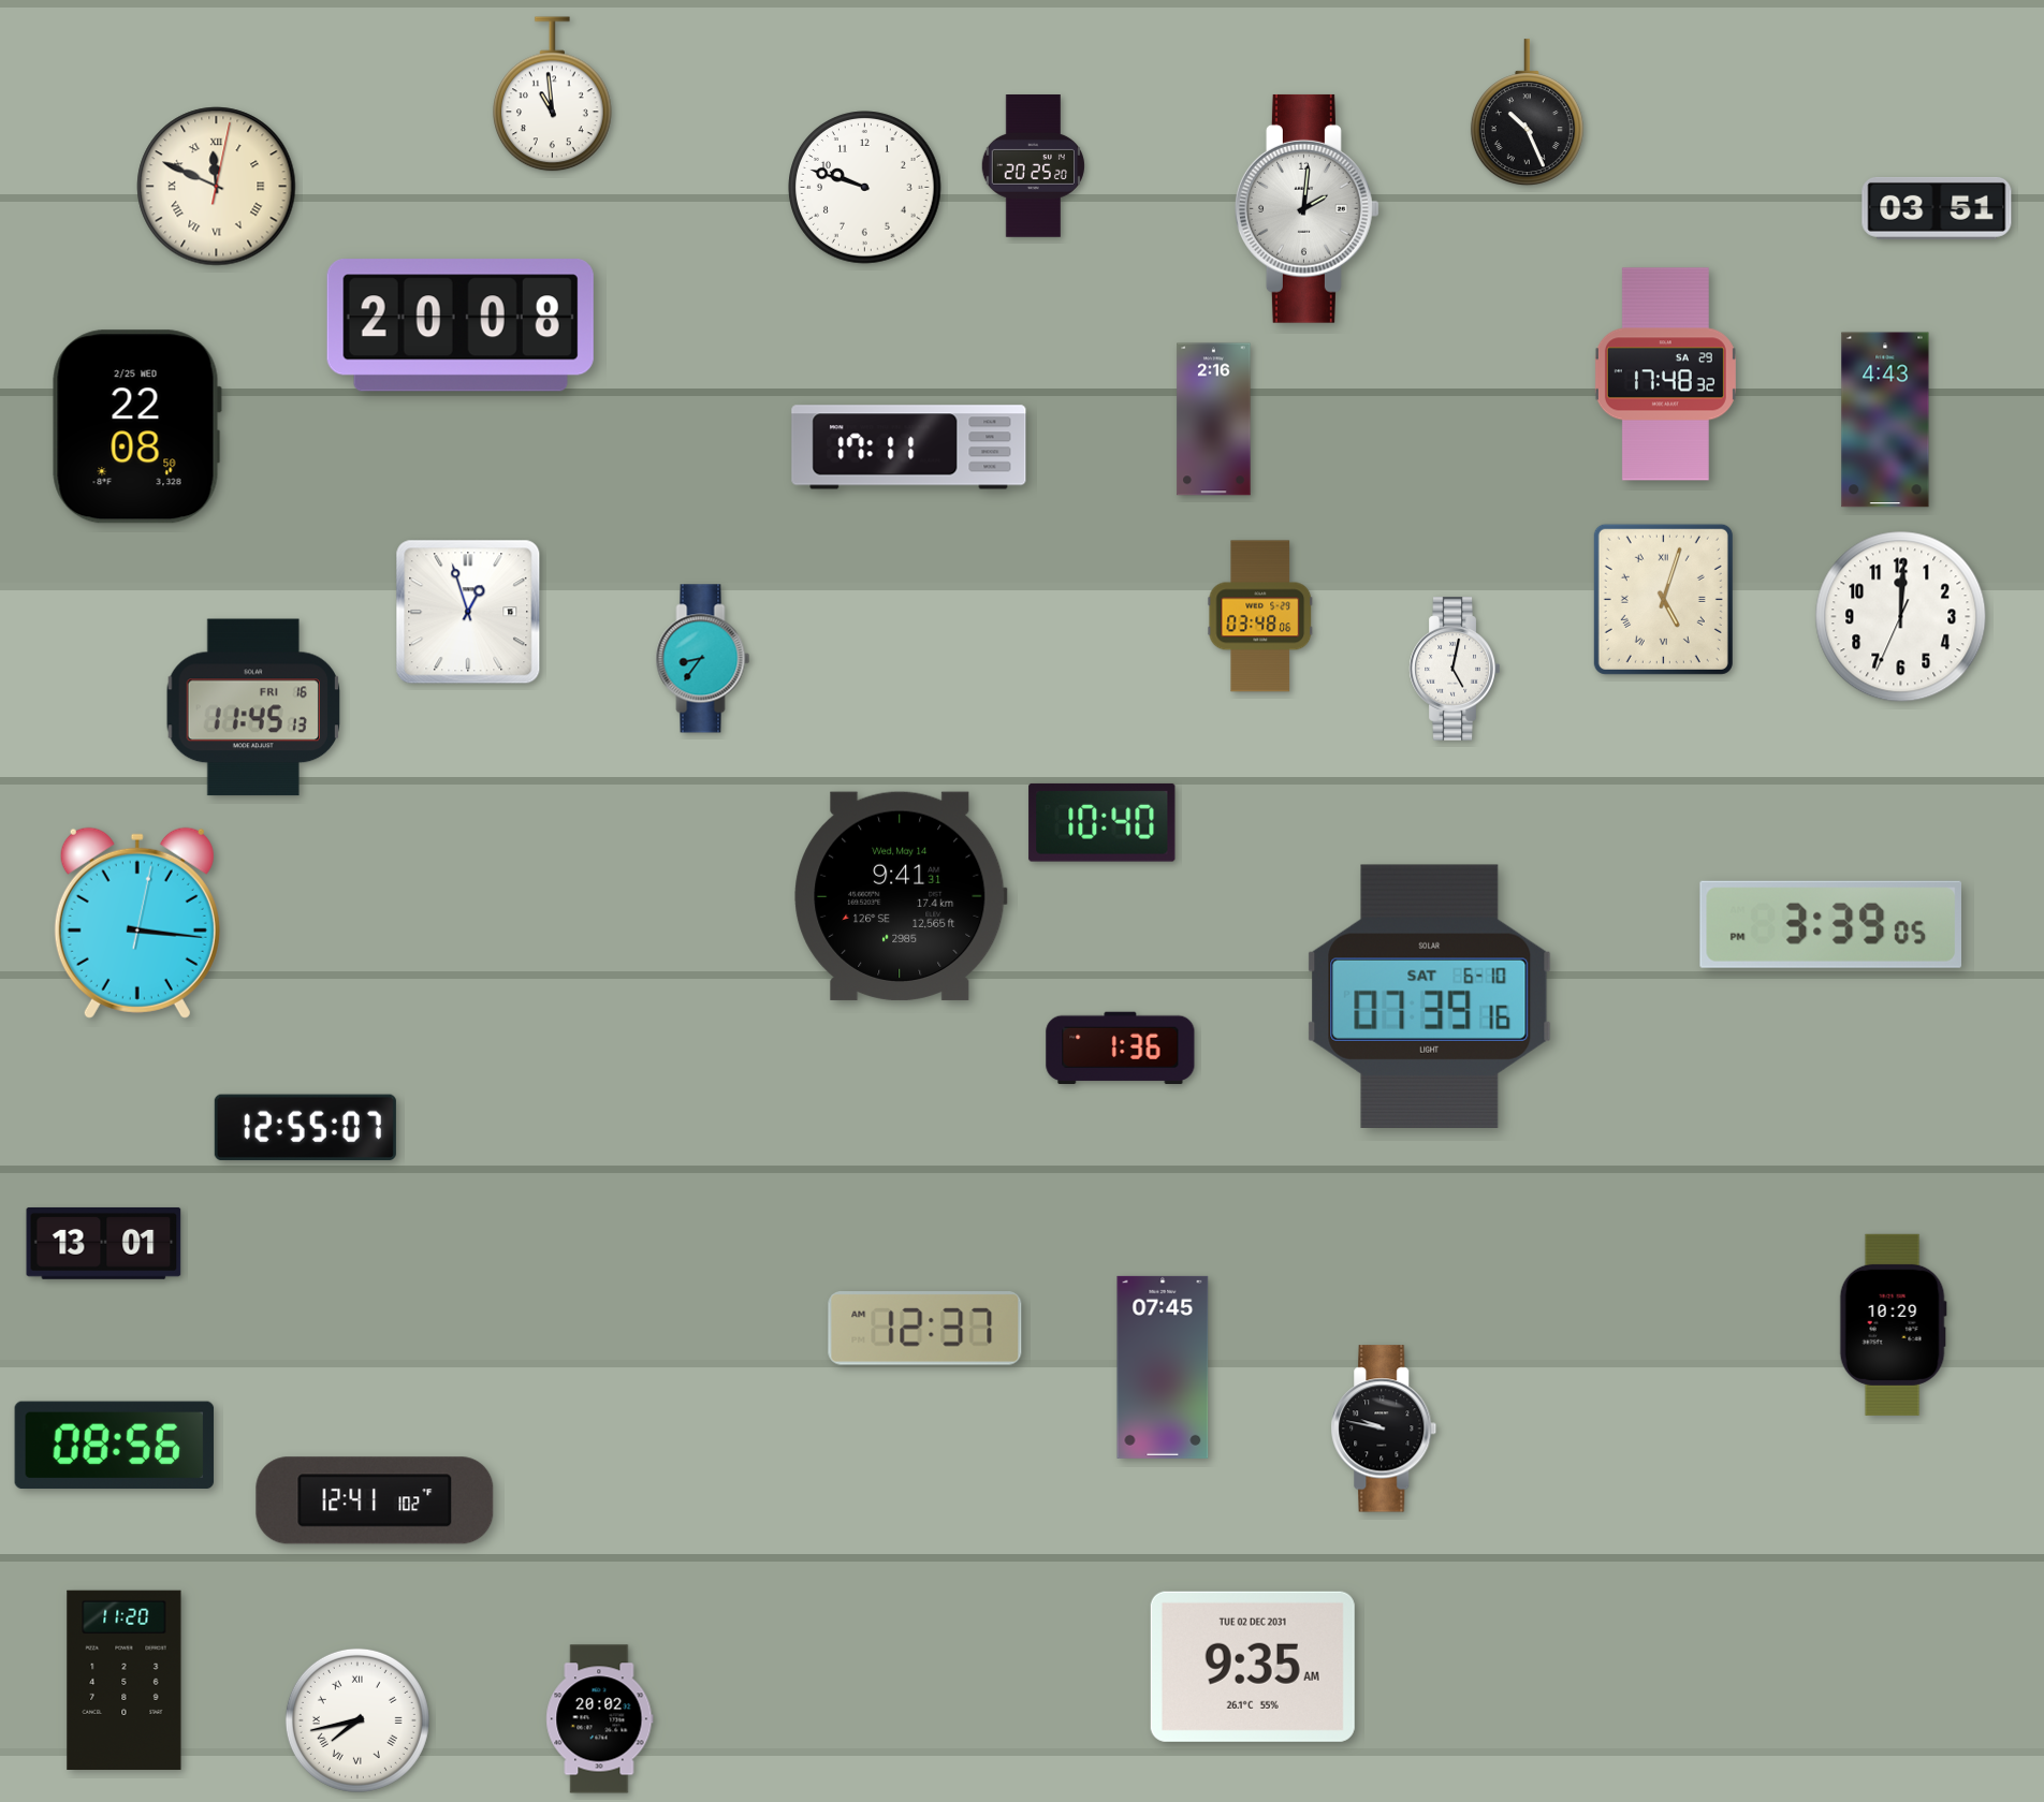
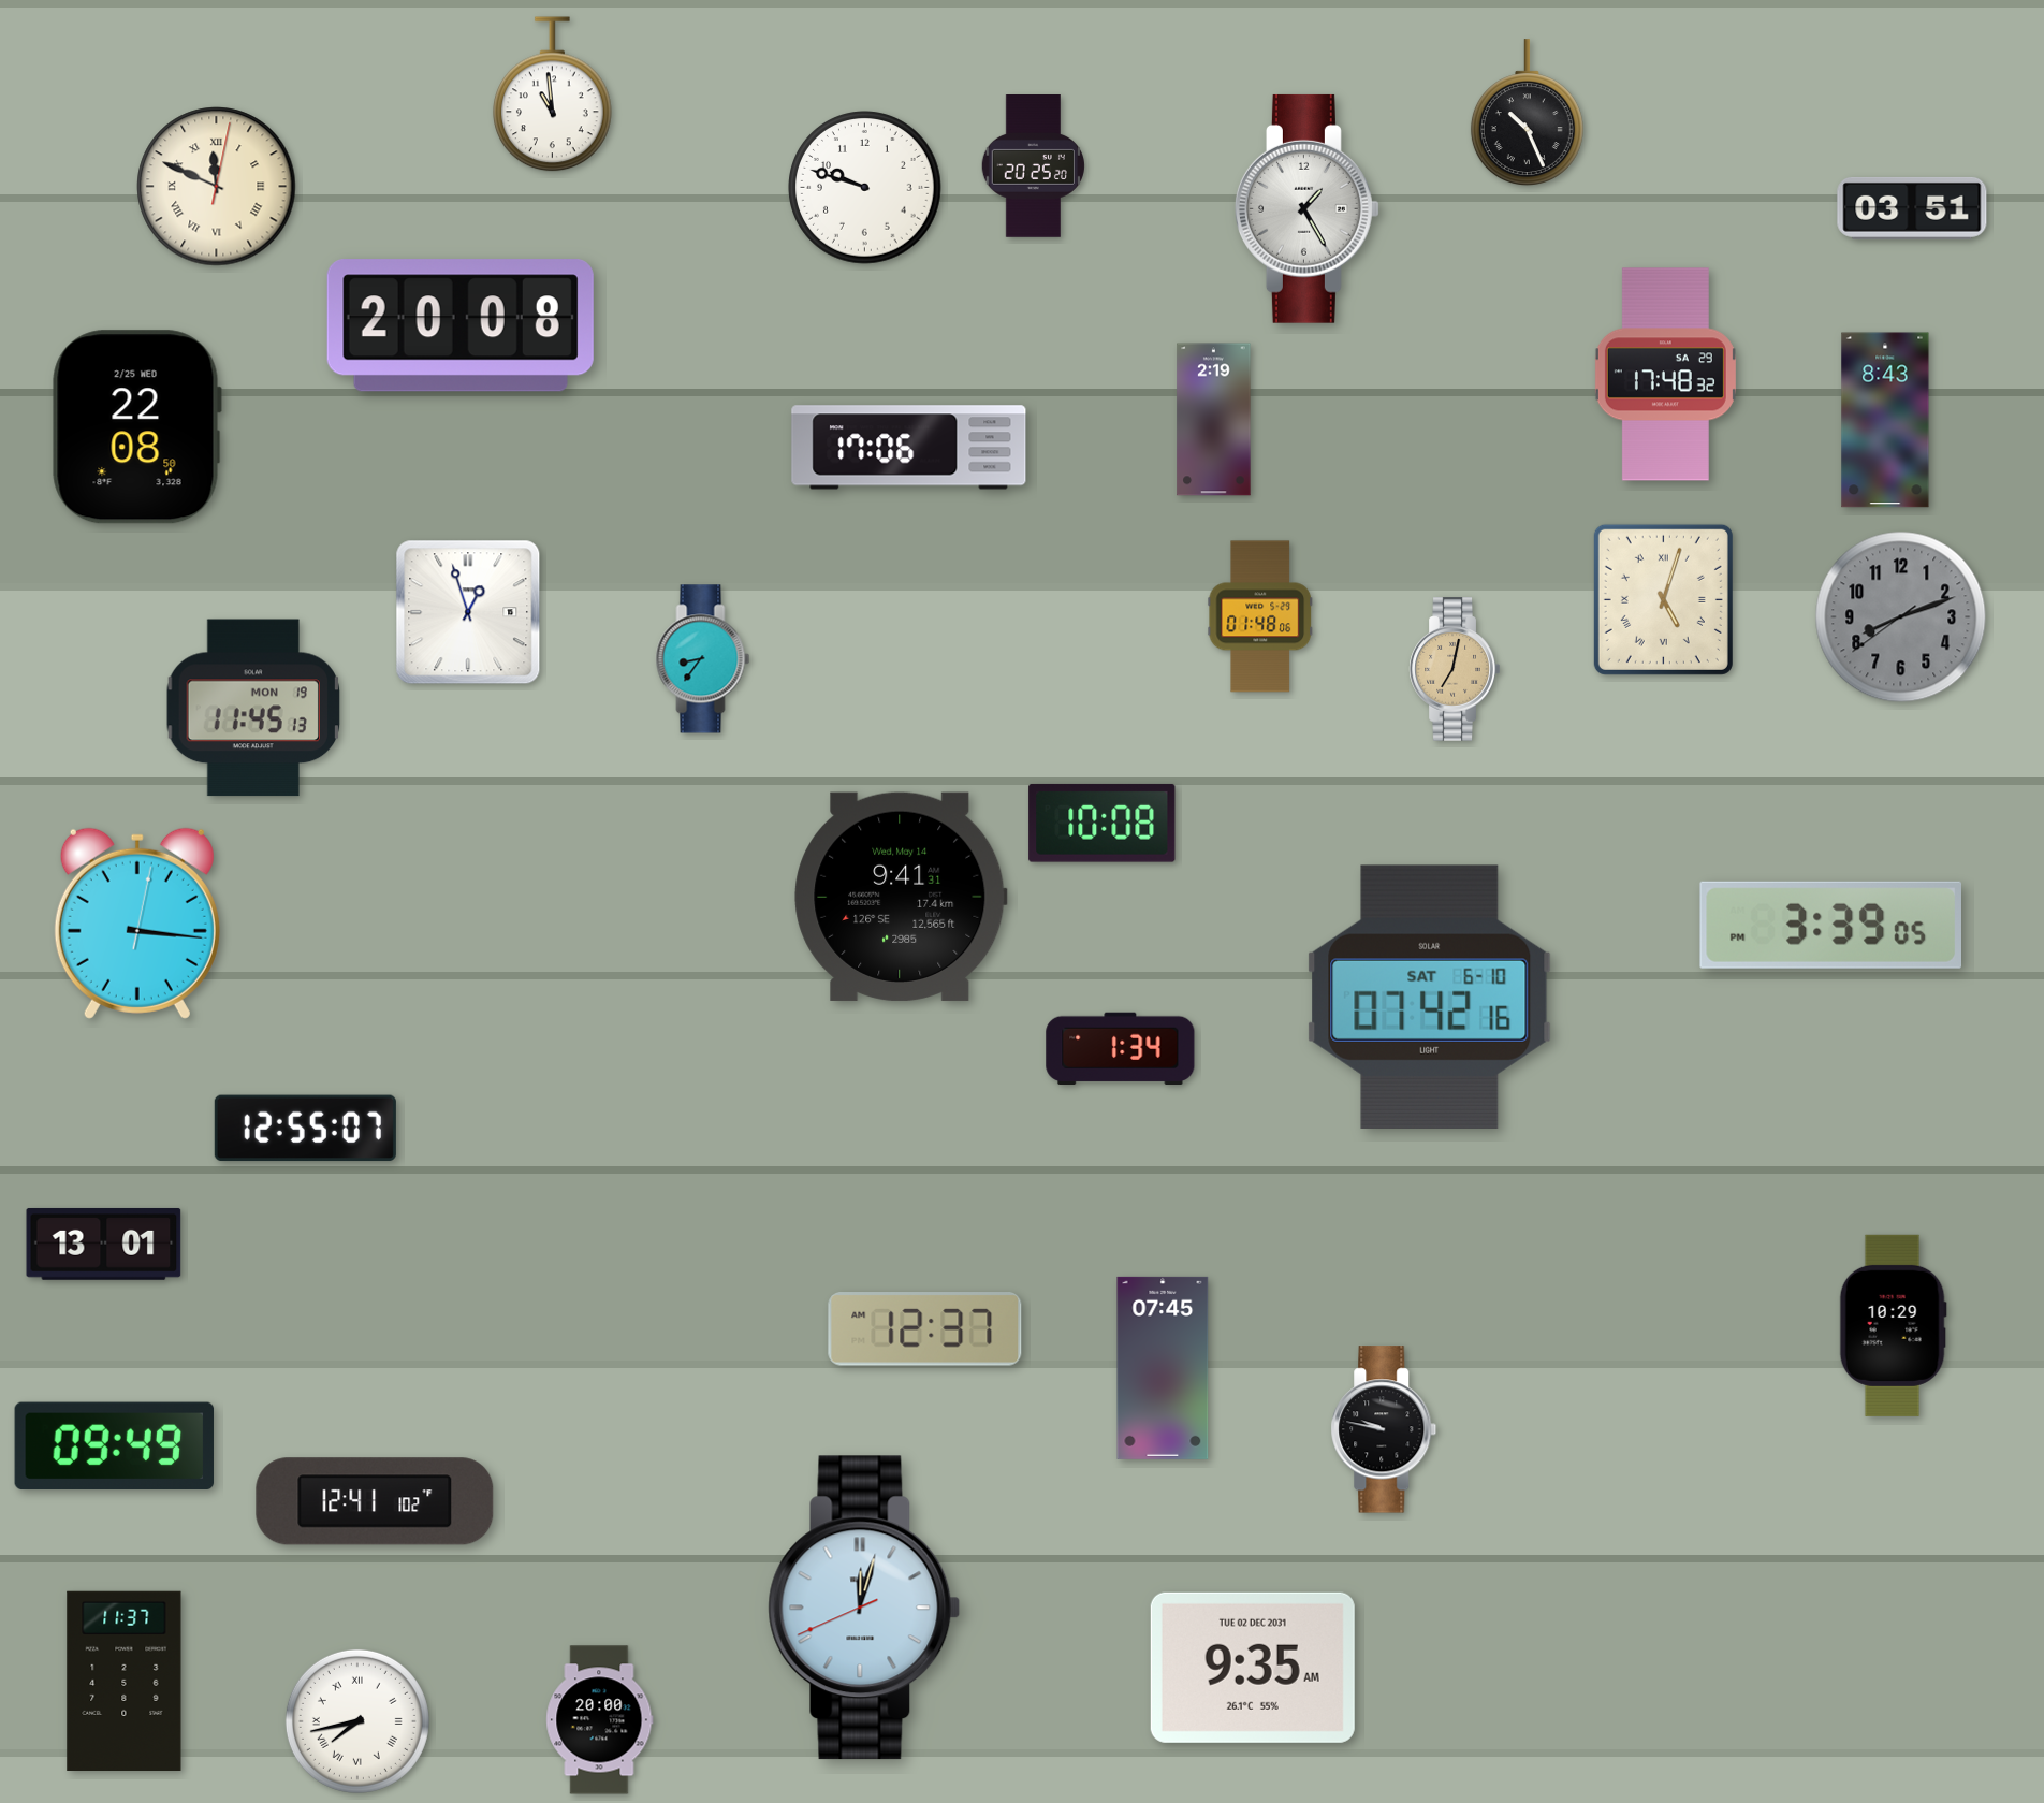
clock at (1306, 208): 2:01 -> 1:25
clock at (1937, 208) position: (1937, 208) -> (1912, 208)
clock at (1214, 420): 2:16 -> 2:19
clock at (1885, 420): 4:43 -> 8:43
clock at (909, 448): 17:11 -> 17:06
clock at (1260, 616): 03:48 -> 01:48
clock at (1901, 617): 12:00 -> 8:11
clock at (1901, 617) dial: white -> grey
clock at (1455, 669): 5:02 -> 7:02
clock at (1455, 669) dial: white -> champagne
clock at (252, 707) date: FRI 16 -> MON 19
clock at (1103, 822): 10:40 -> 10:08
clock at (1430, 996): 07:39 -> 07:42
clock at (1121, 1047): 1:36 -> 1:34
clock at (115, 1446): 08:56 -> 09:49
clock at (864, 1608): none -> 12:02
clock at (125, 1680): 11:20 -> 11:37
clock at (600, 1719): 20:02 -> 20:00
